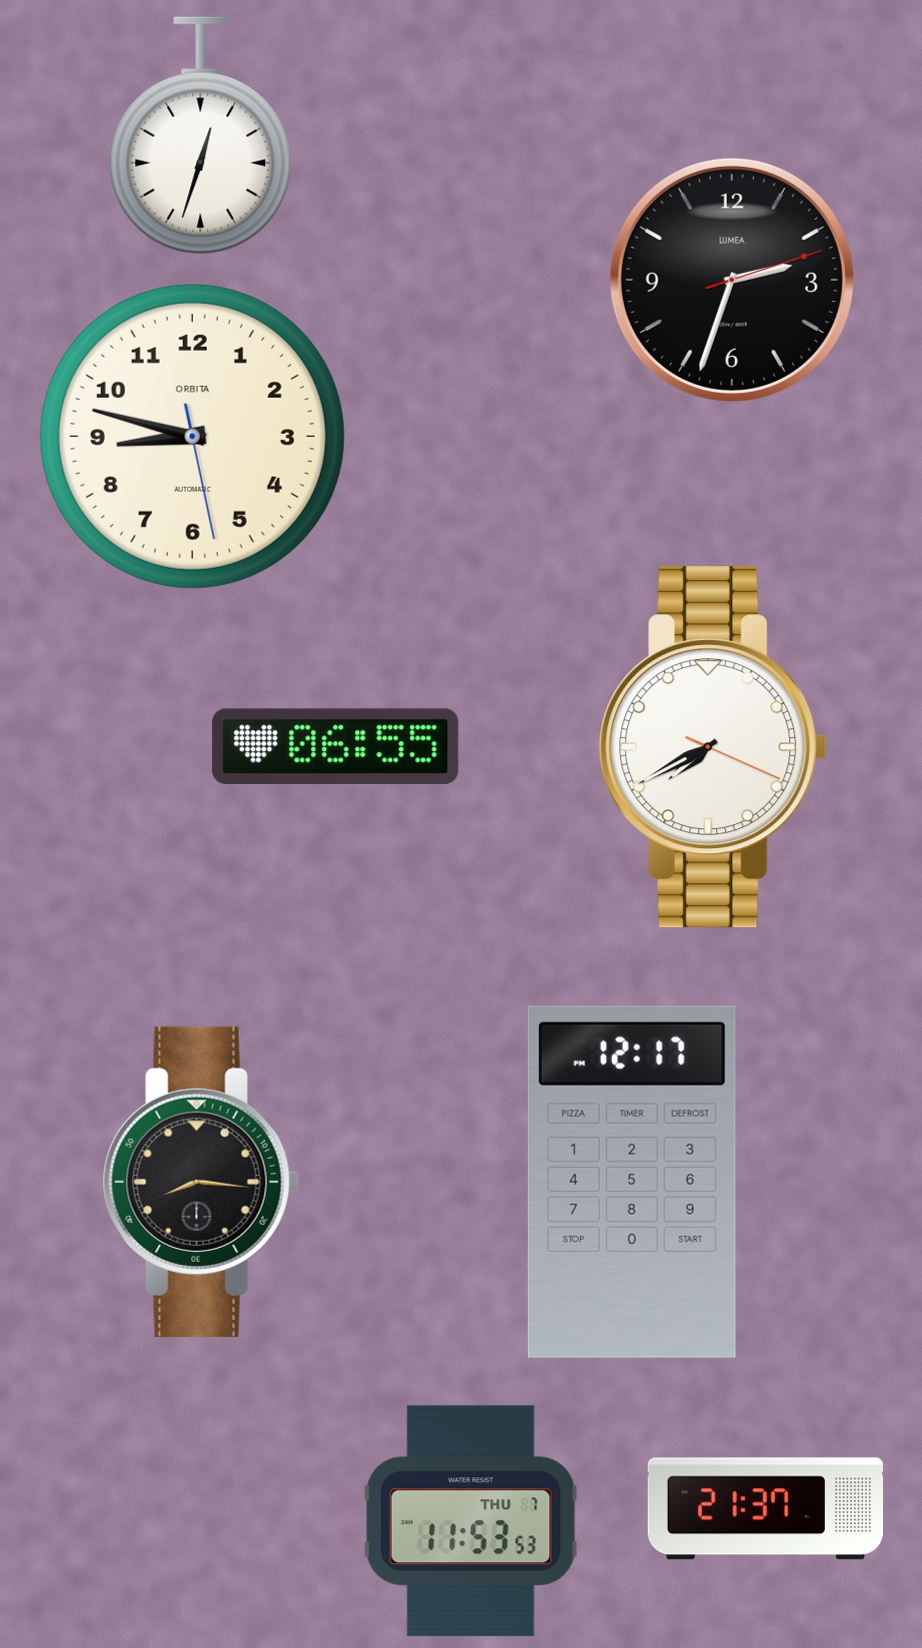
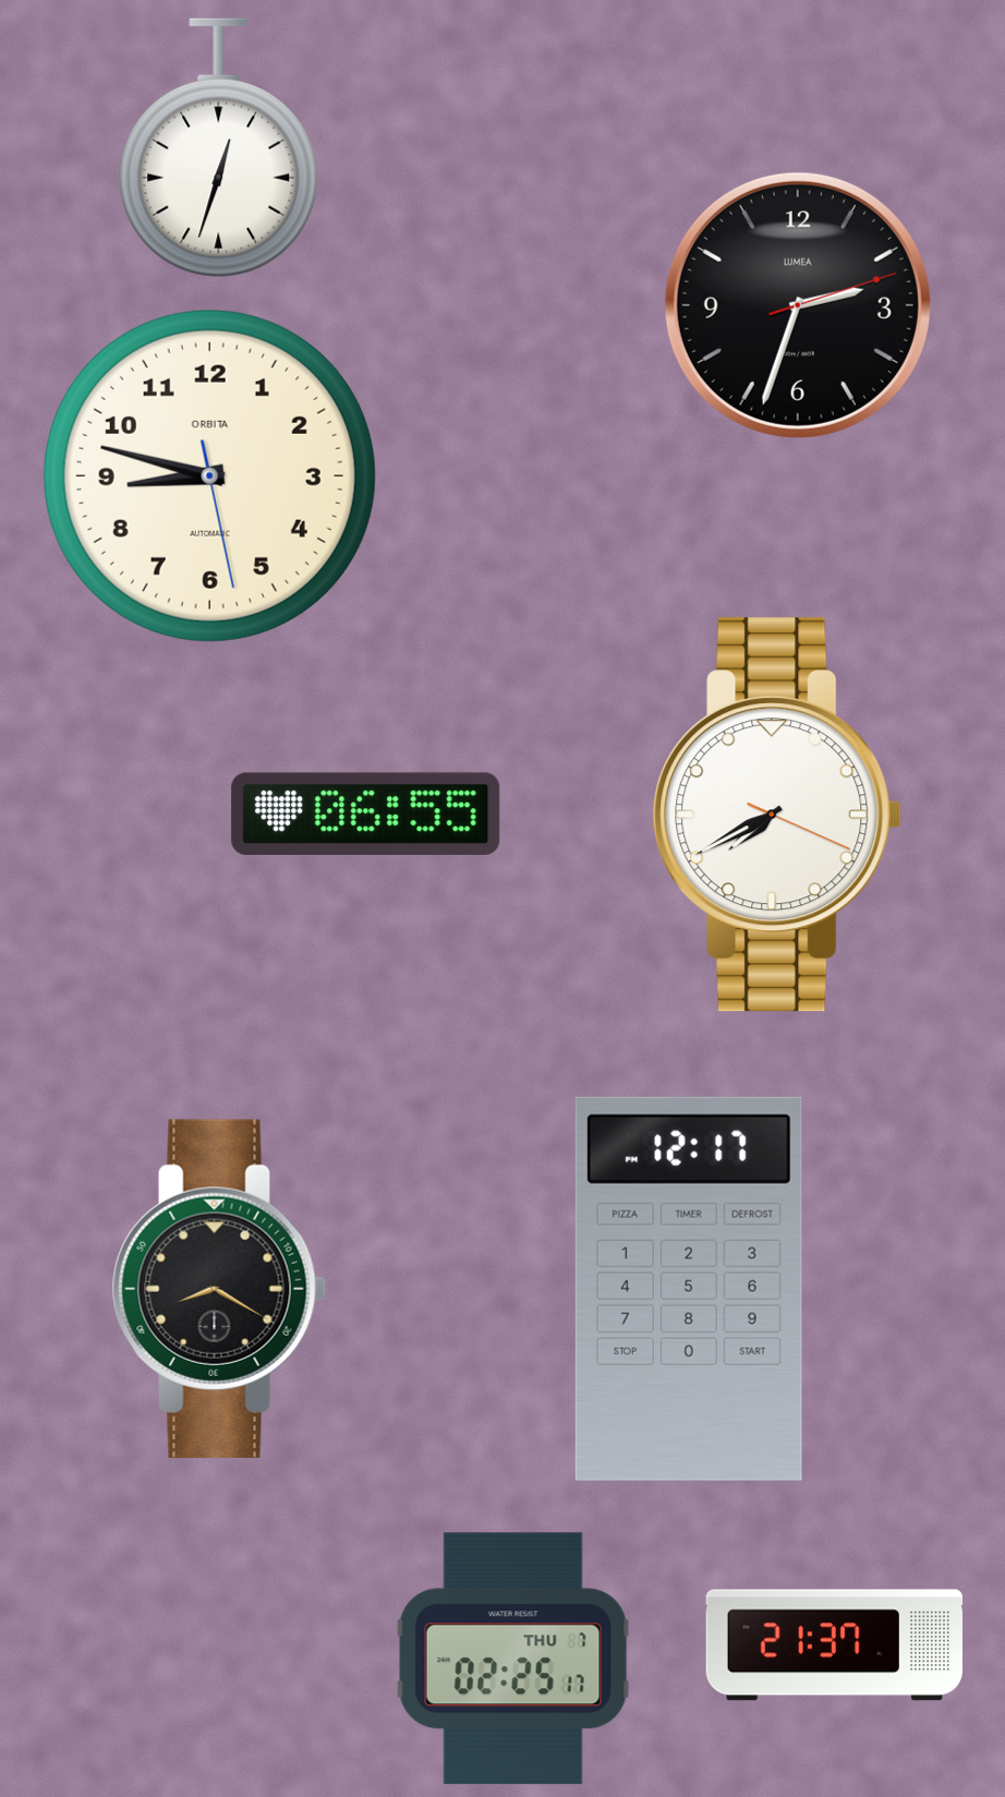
clock at (201, 1182): 8:16 -> 8:20
clock at (471, 1521): 11:53 -> 02:25
